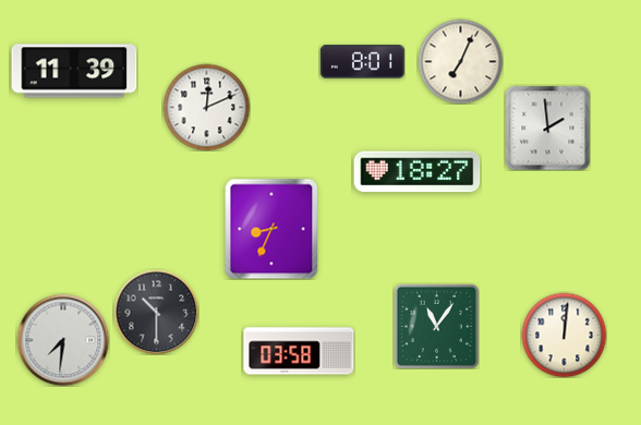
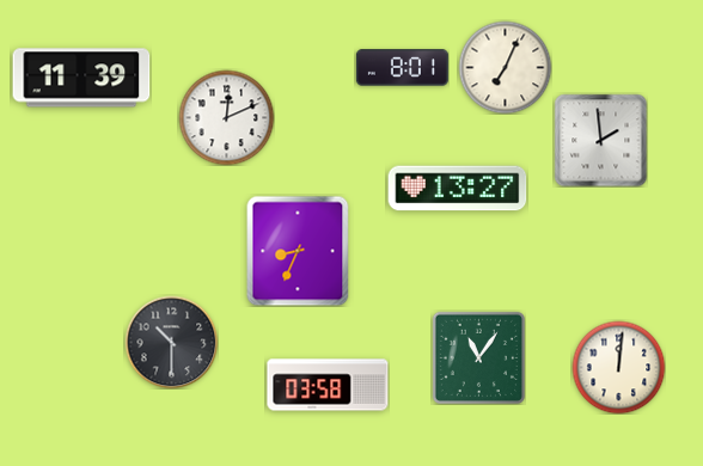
clock at (362, 62) position: (362, 62) -> (402, 68)
clock at (418, 172): 18:27 -> 13:27
clock at (63, 340): 7:31 -> none
